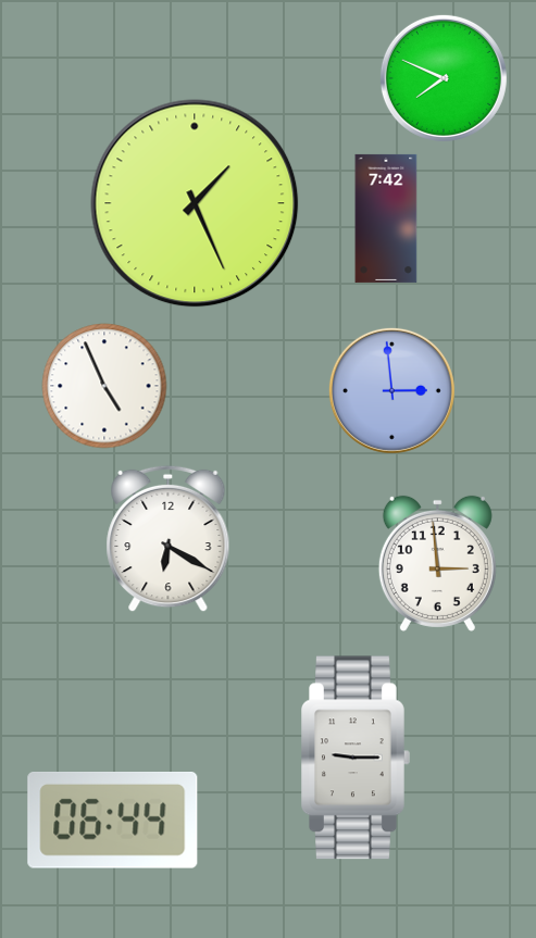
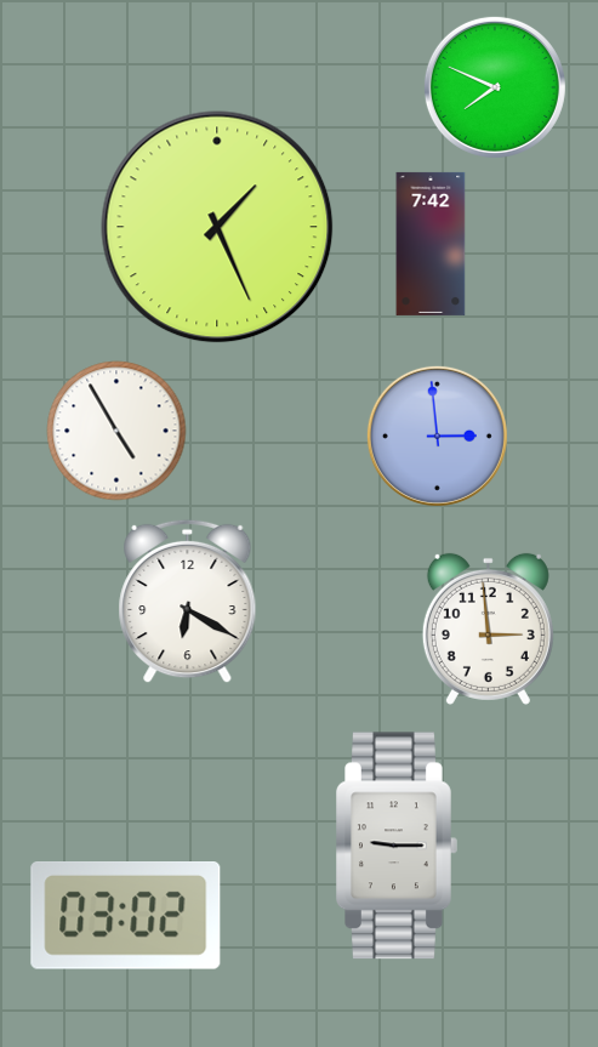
clock at (104, 386): 4:56 -> 4:55
clock at (113, 821): 06:44 -> 03:02
